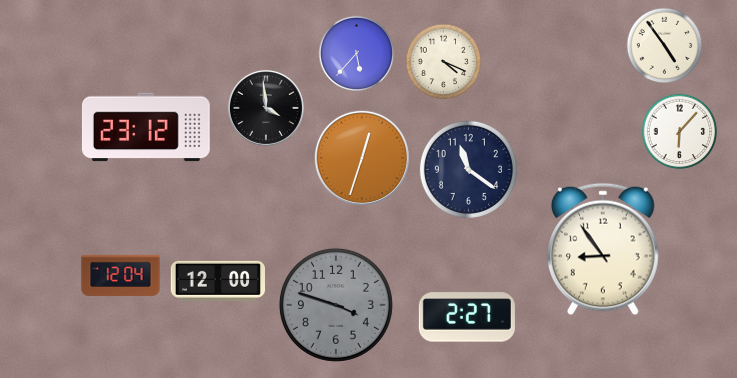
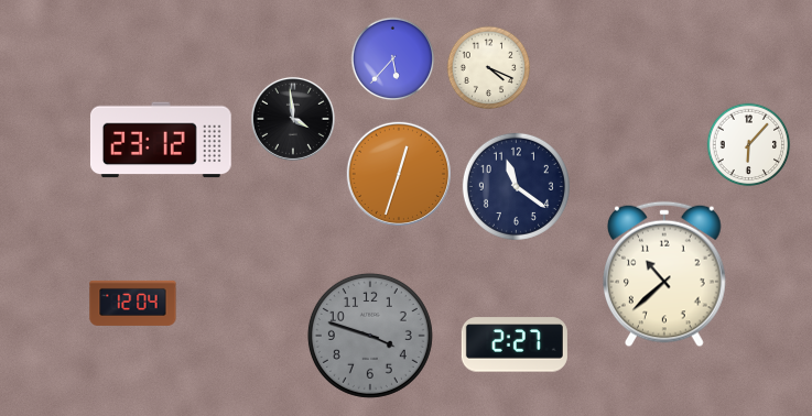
clock at (665, 46): 4:54 -> none
clock at (604, 249): 8:54 -> 10:38
clock at (217, 281): 12:00 -> none
clock at (467, 317) position: (467, 317) -> (515, 344)
